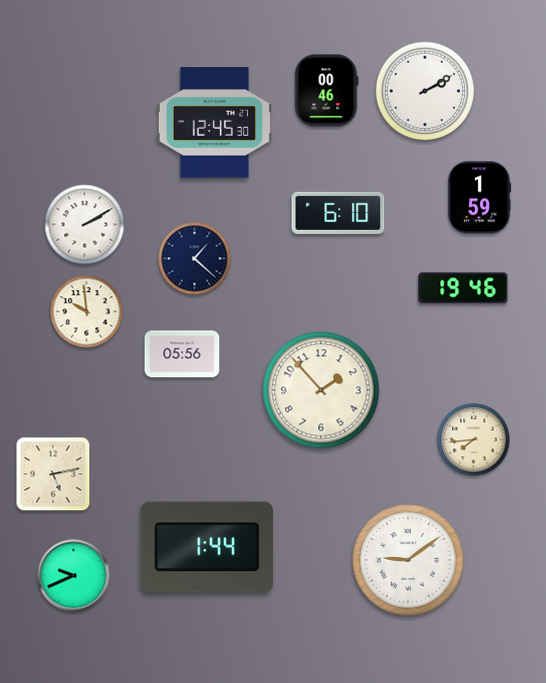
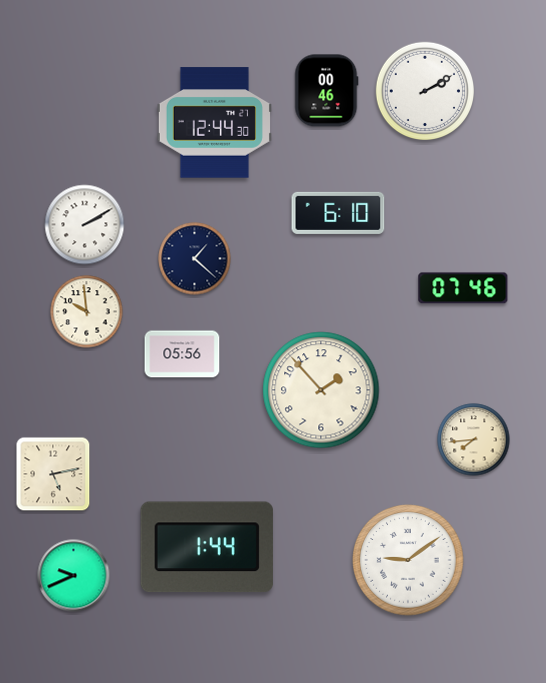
clock at (214, 123): 12:45 -> 12:44
clock at (479, 198): 1:59 -> none
clock at (463, 288): 19:46 -> 07:46
